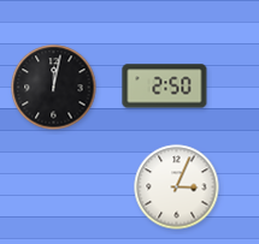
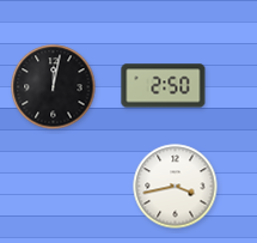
clock at (177, 188): 3:04 -> 3:43
